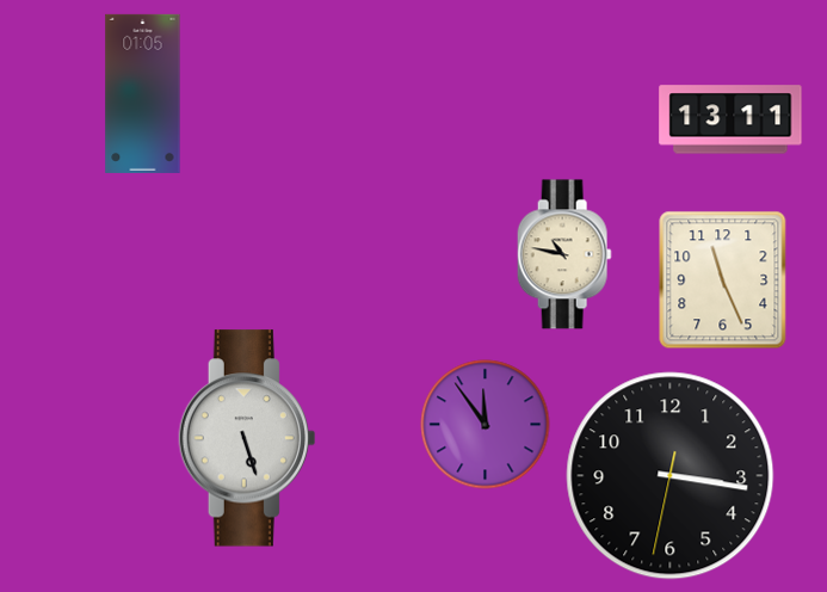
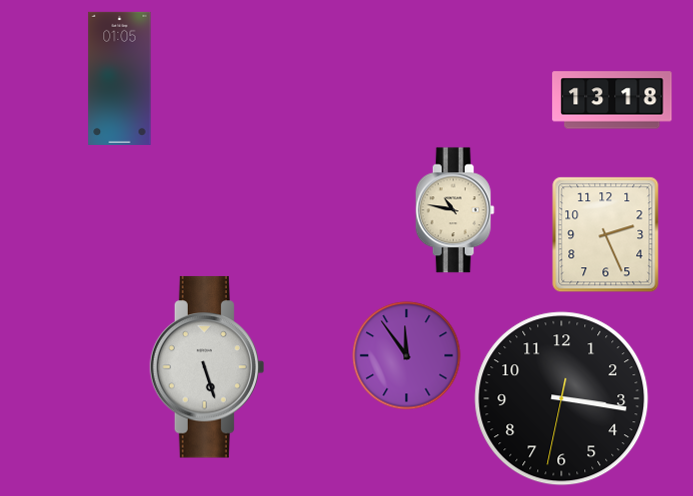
clock at (730, 119): 13:11 -> 13:18
clock at (564, 254) position: (564, 254) -> (455, 210)
clock at (723, 280): 11:26 -> 2:26
